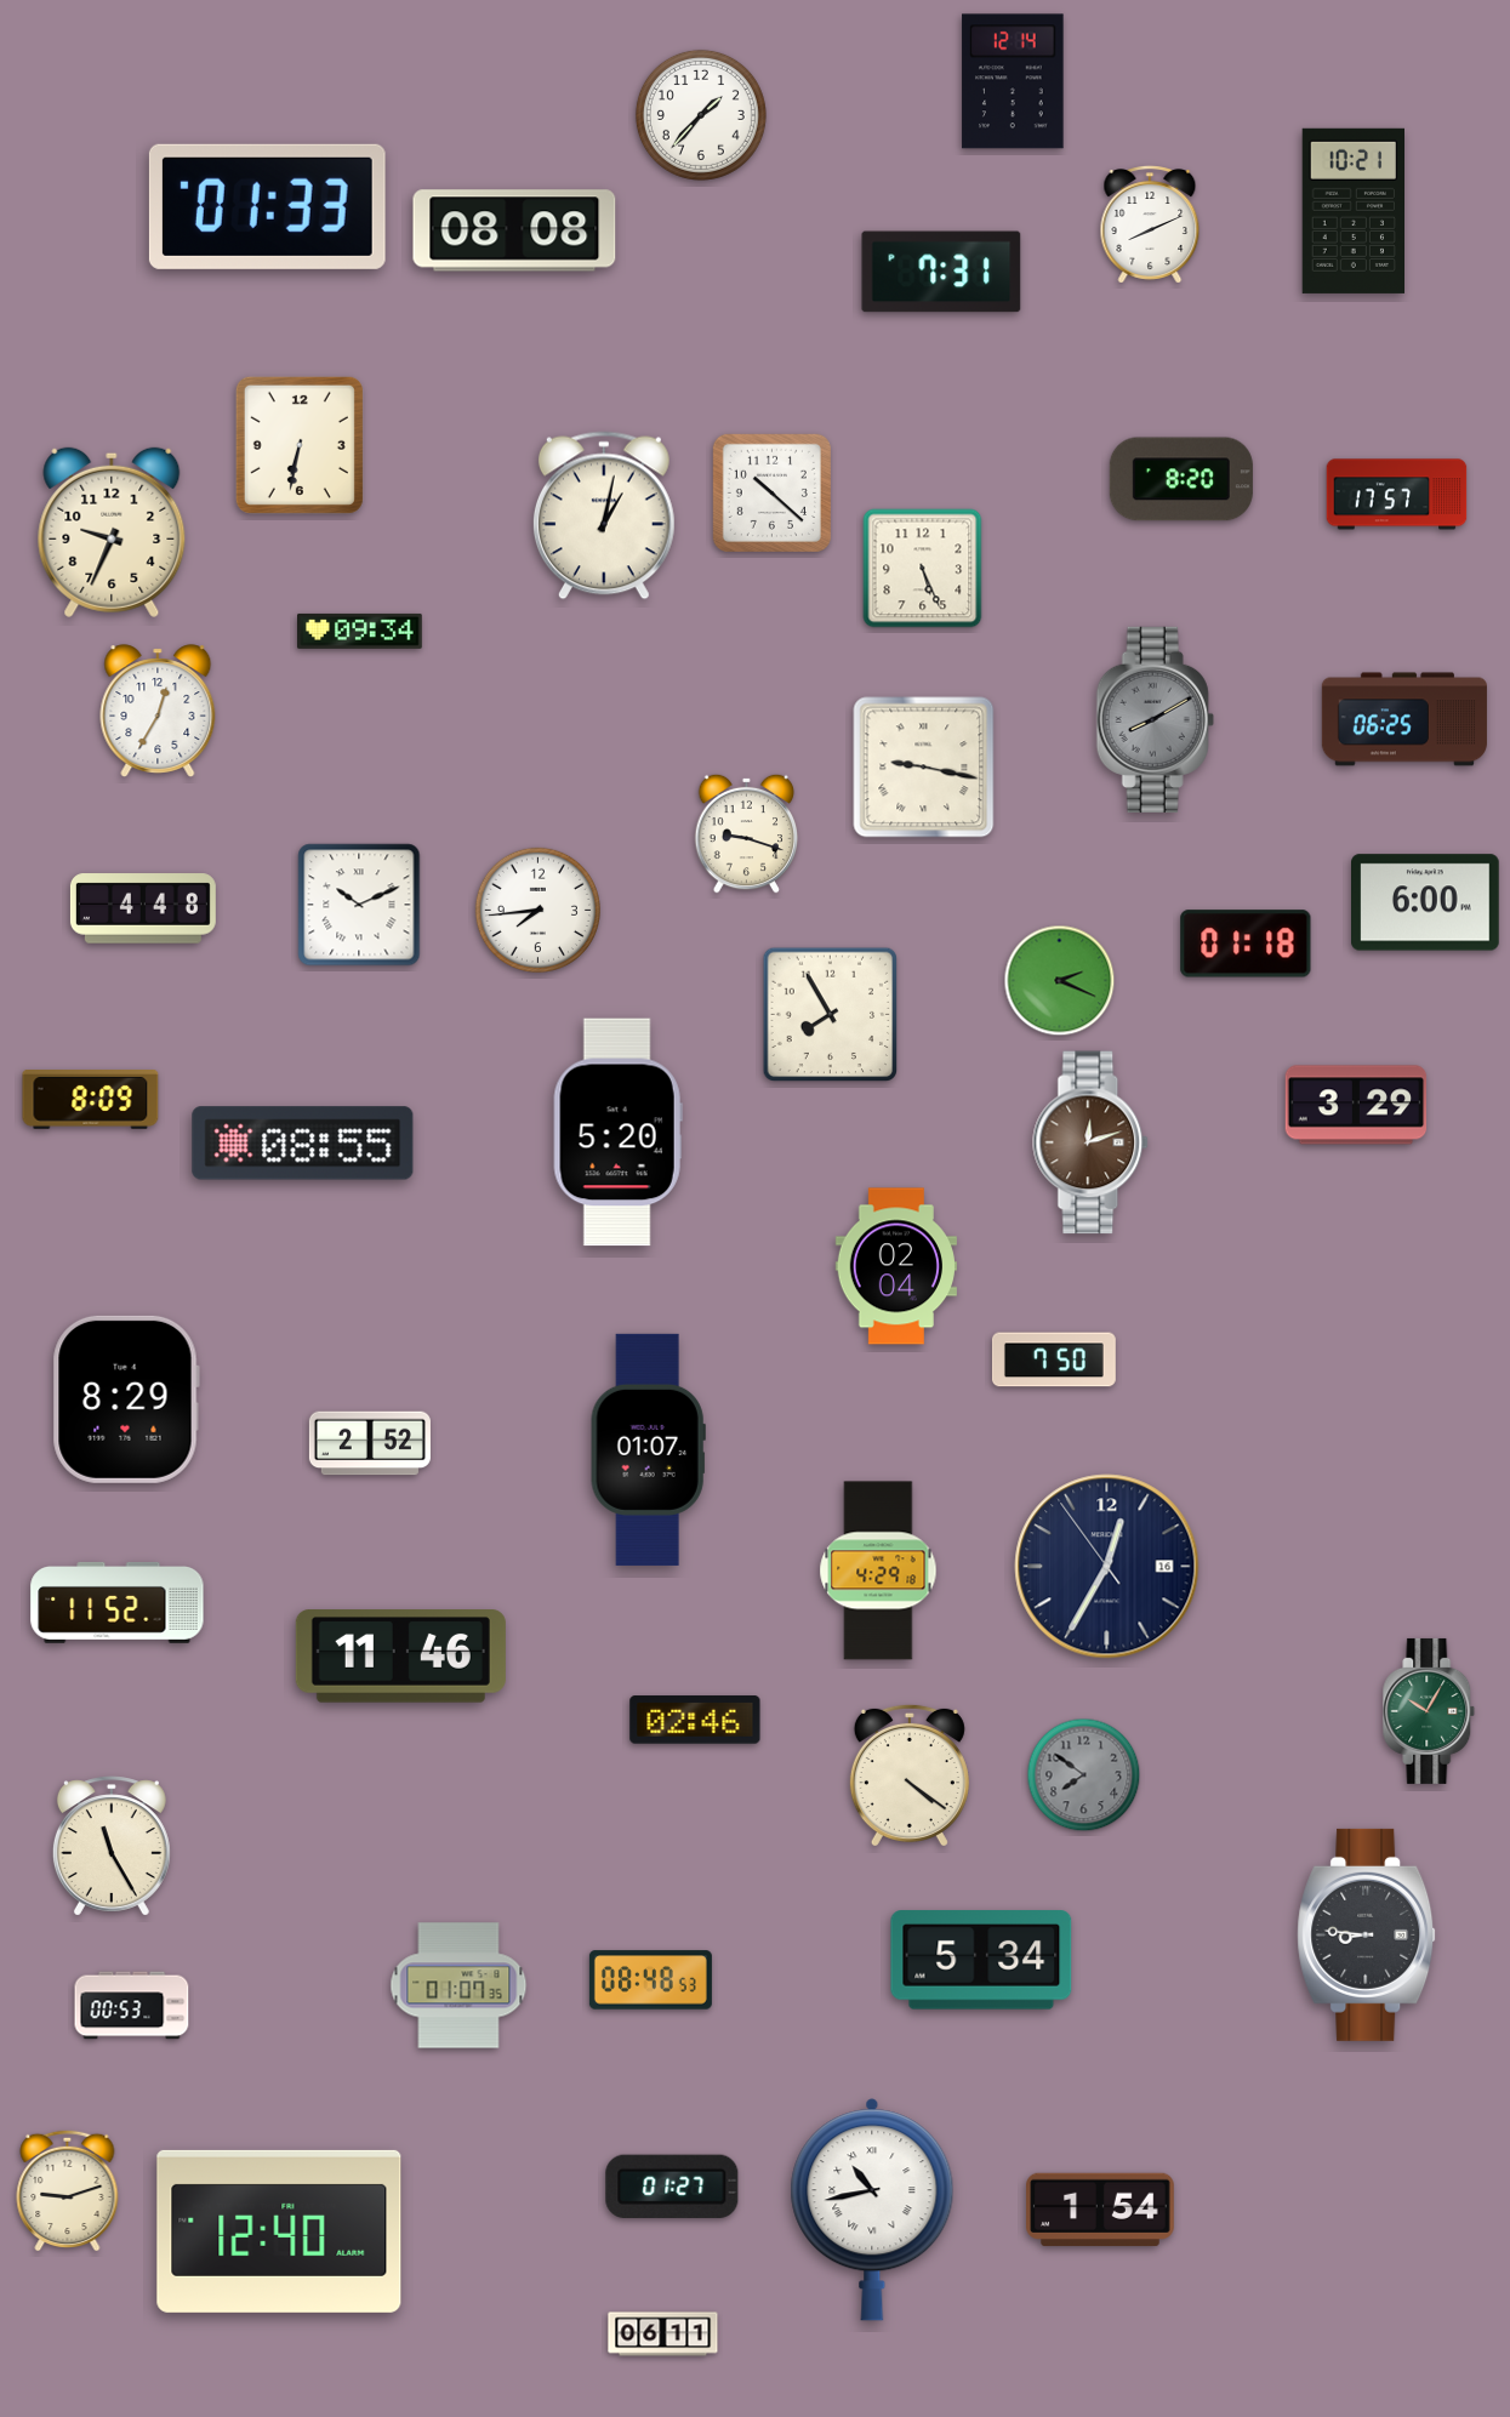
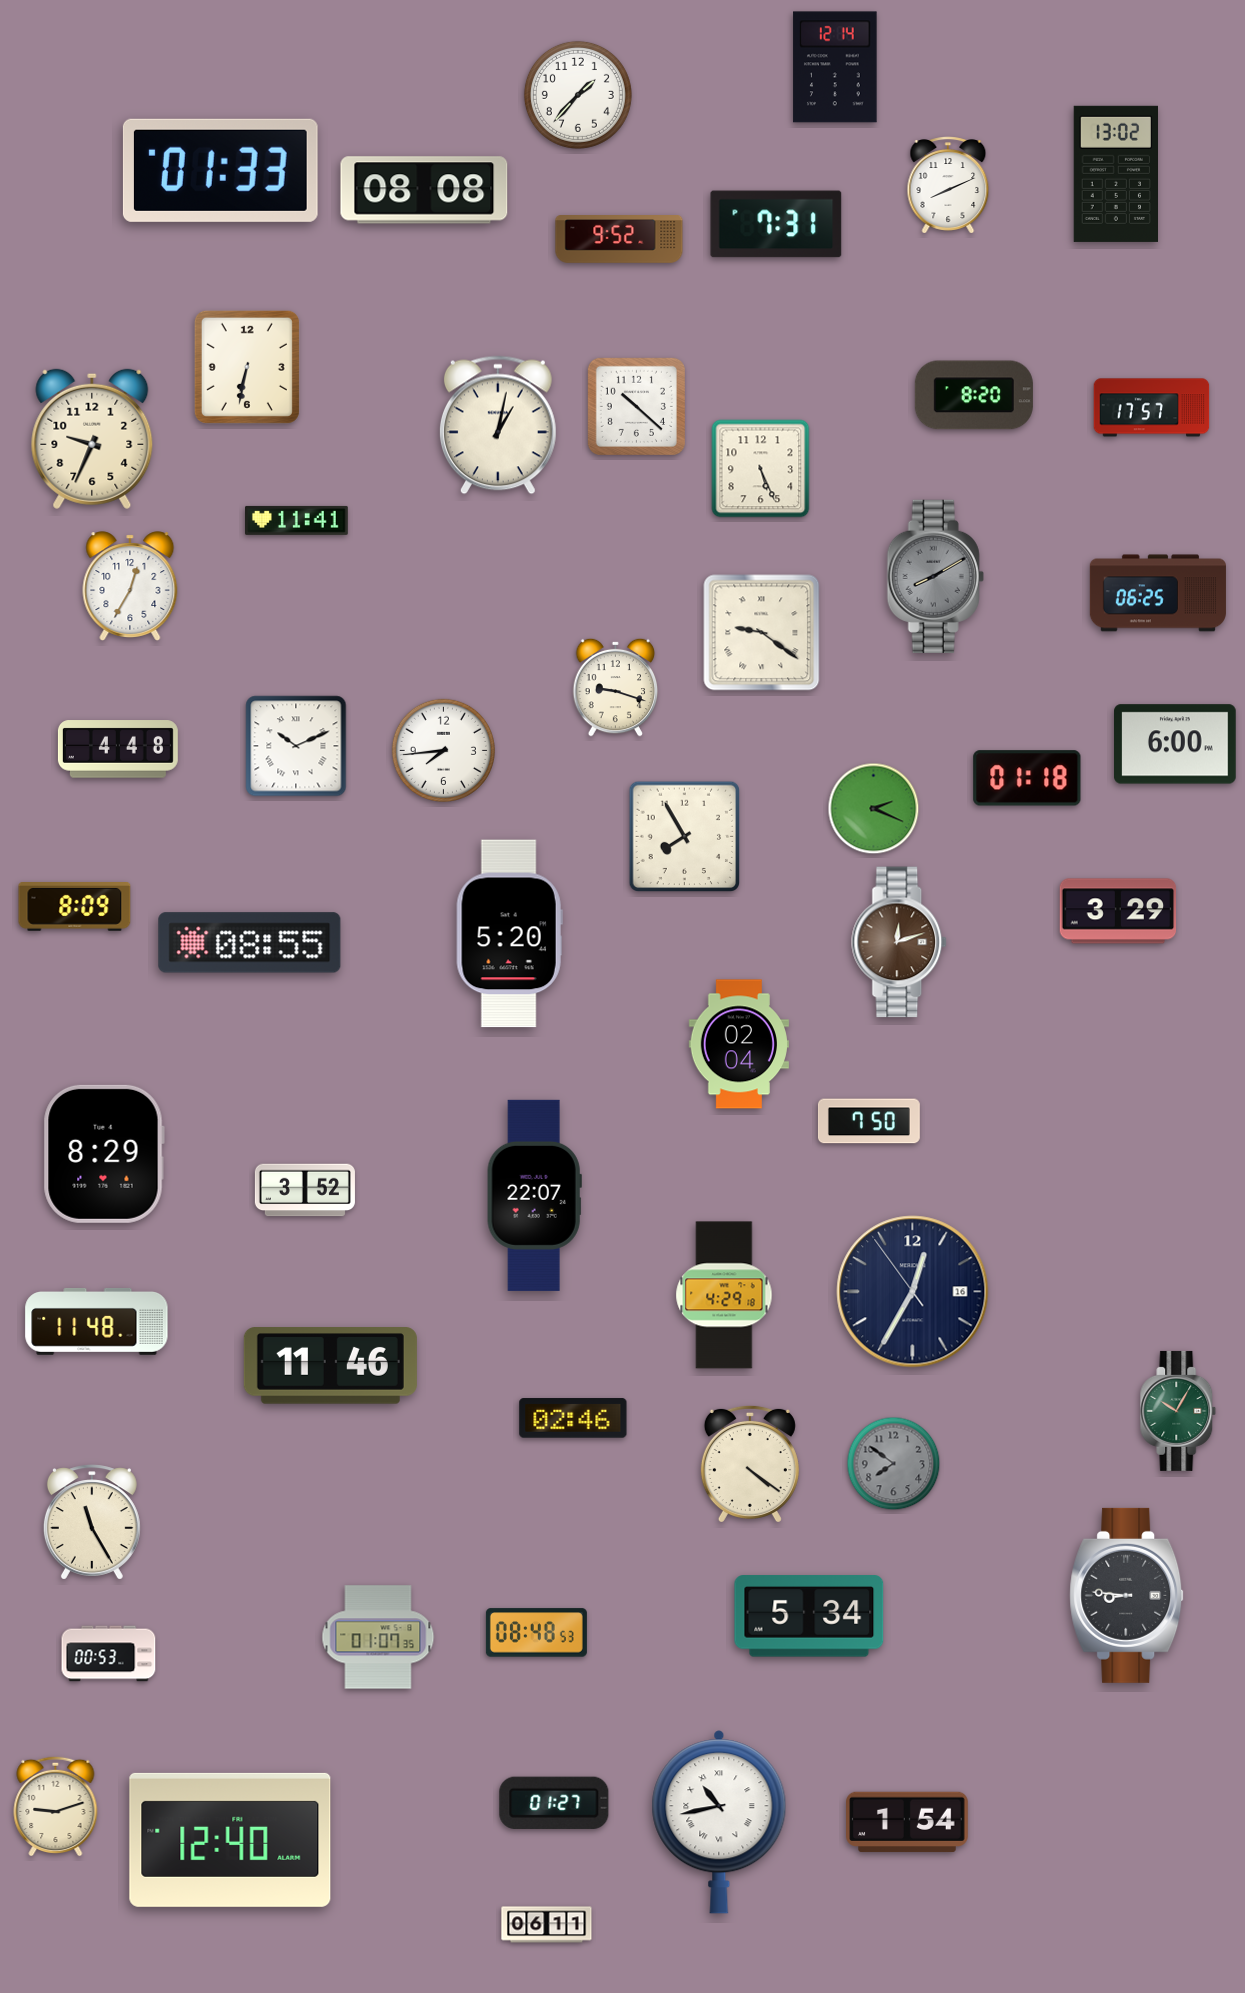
clock at (1352, 211): 10:21 -> 13:02
clock at (619, 240): none -> 9:52
clock at (360, 631): 09:34 -> 11:41
clock at (1155, 719) position: (1155, 719) -> (935, 576)
clock at (924, 768): 9:17 -> 9:21
clock at (370, 1443): 2:52 -> 3:52
clock at (648, 1449): 01:07 -> 22:07
clock at (118, 1602): 11:52 -> 11:48
